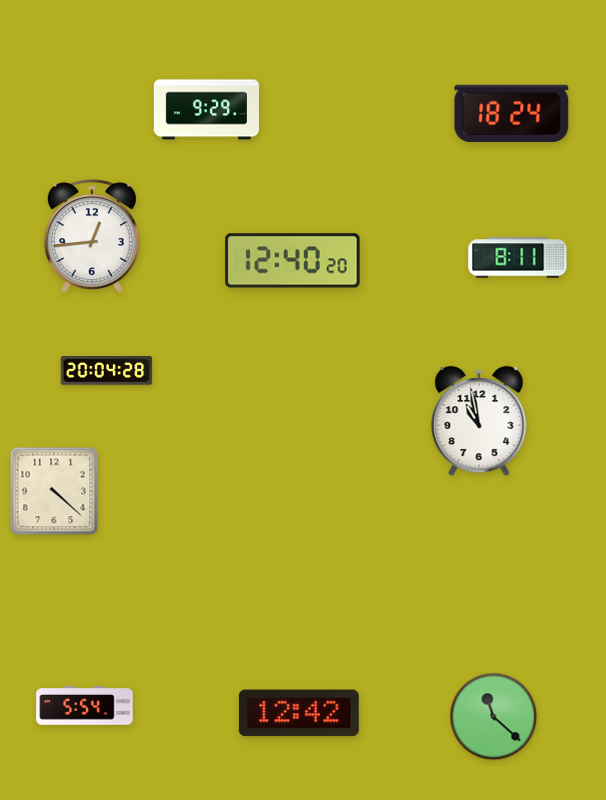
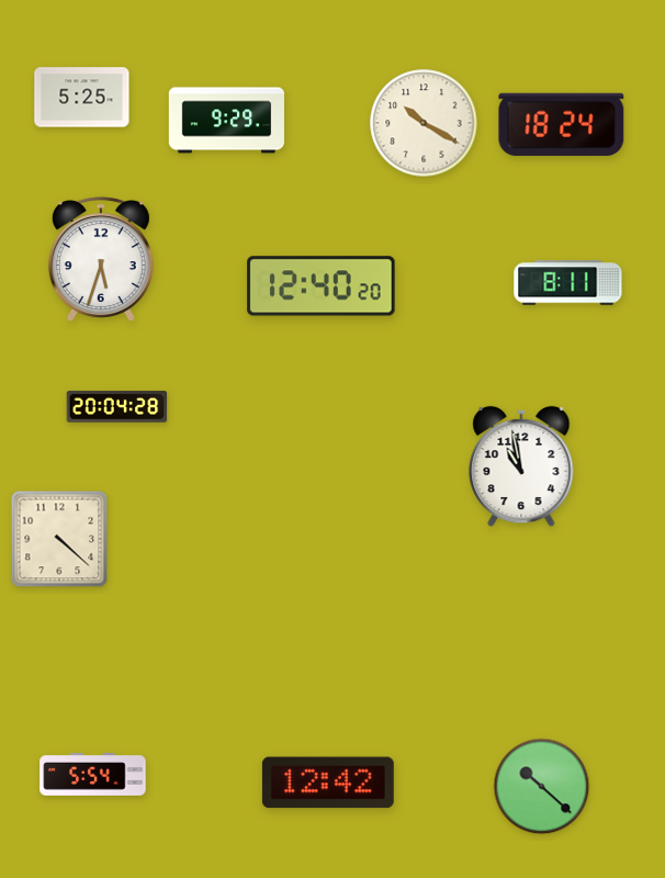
clock at (82, 98): none -> 5:25
clock at (424, 123): none -> 10:20
clock at (92, 236): 12:44 -> 5:33
clock at (479, 421) position: (479, 421) -> (521, 466)
clock at (494, 717): 11:22 -> 10:22
